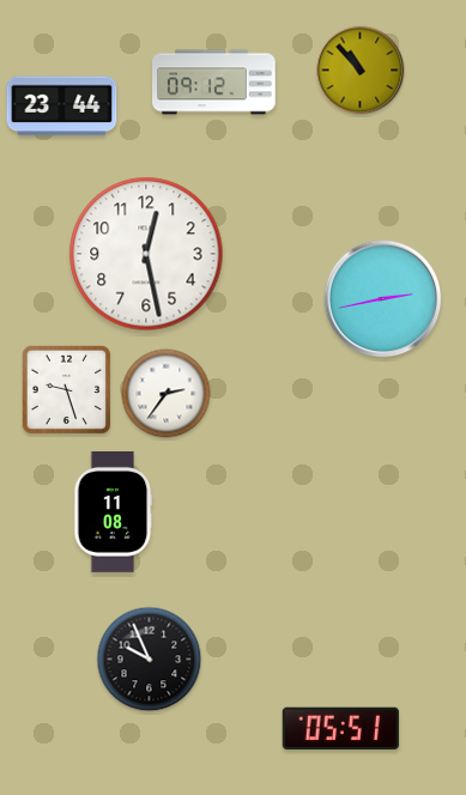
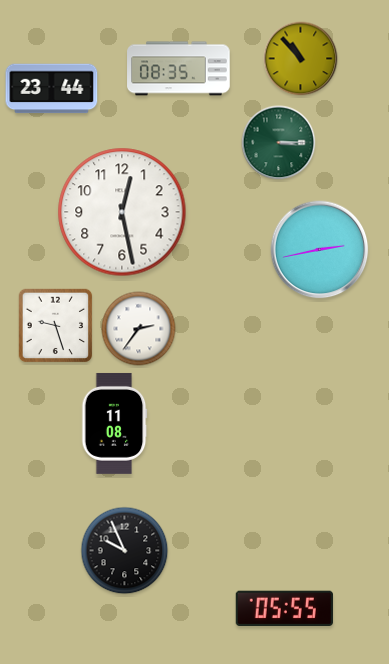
clock at (214, 83): 09:12 -> 08:35
clock at (279, 143): none -> 3:15
clock at (113, 511) position: (113, 511) -> (114, 423)
clock at (340, 728): 05:51 -> 05:55
